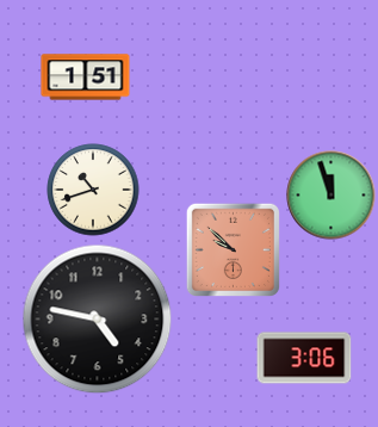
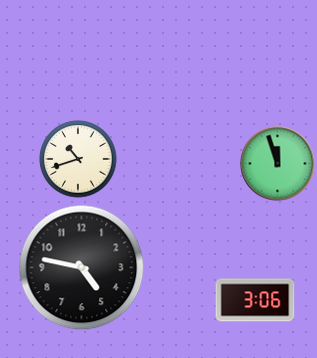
clock at (86, 78): 1:51 -> none
clock at (233, 249): 9:52 -> none
